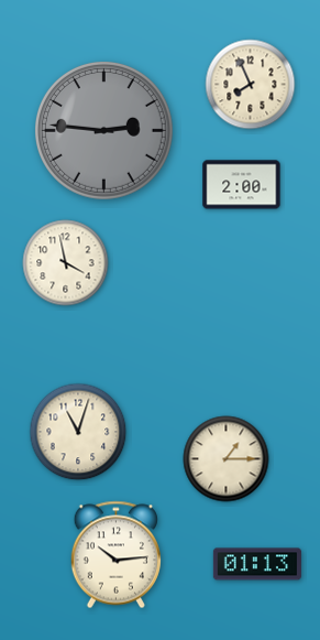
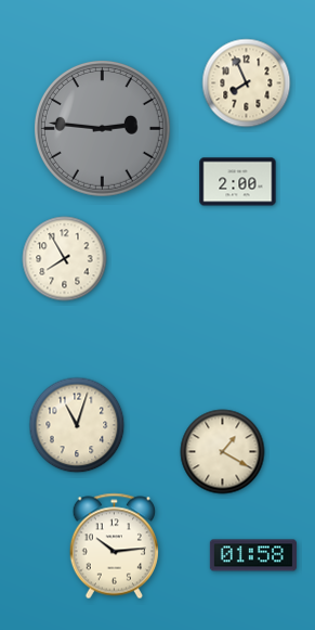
clock at (66, 263): 3:58 -> 7:55
clock at (227, 459): 1:15 -> 1:20
clock at (257, 564): 01:13 -> 01:58
